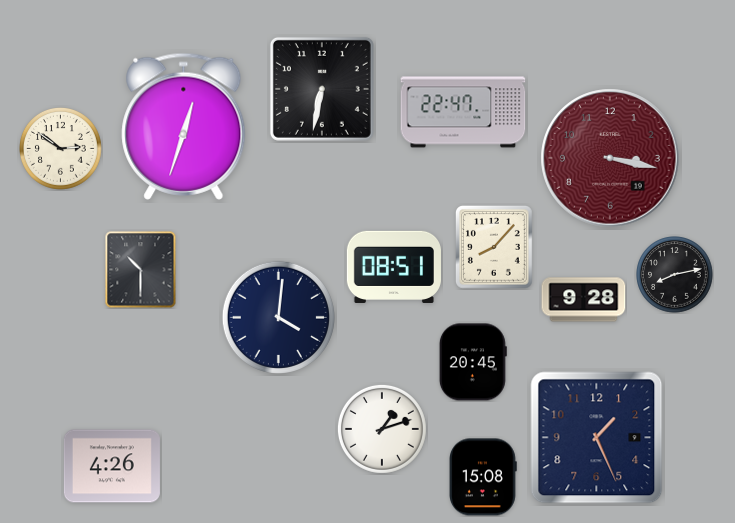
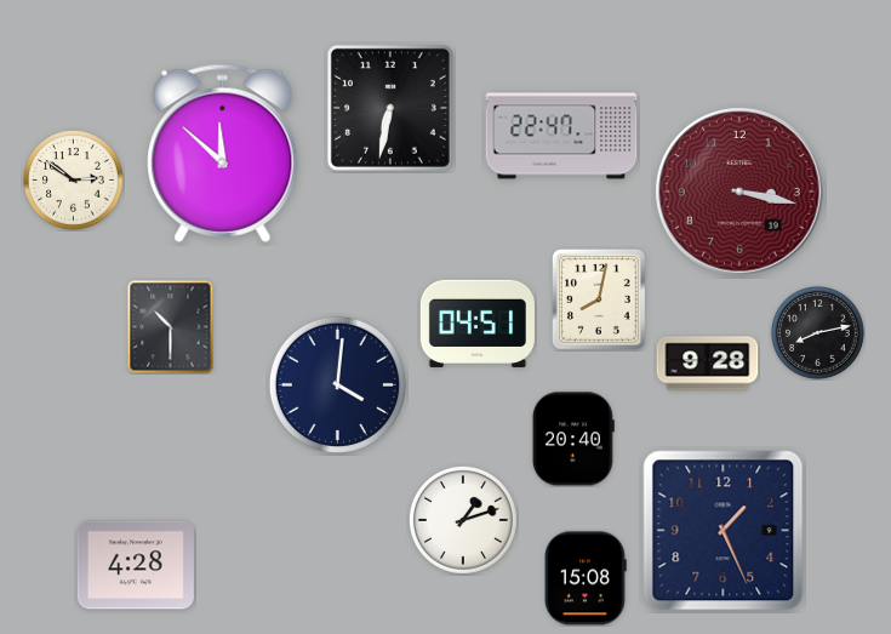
clock at (184, 126): 12:33 -> 11:52
clock at (494, 247): 8:07 -> 8:02
clock at (394, 267): 08:51 -> 04:51
clock at (473, 362): 20:45 -> 20:40
clock at (112, 466): 4:26 -> 4:28
